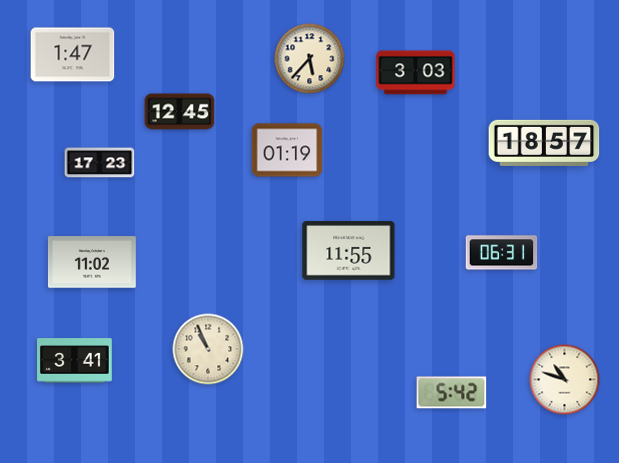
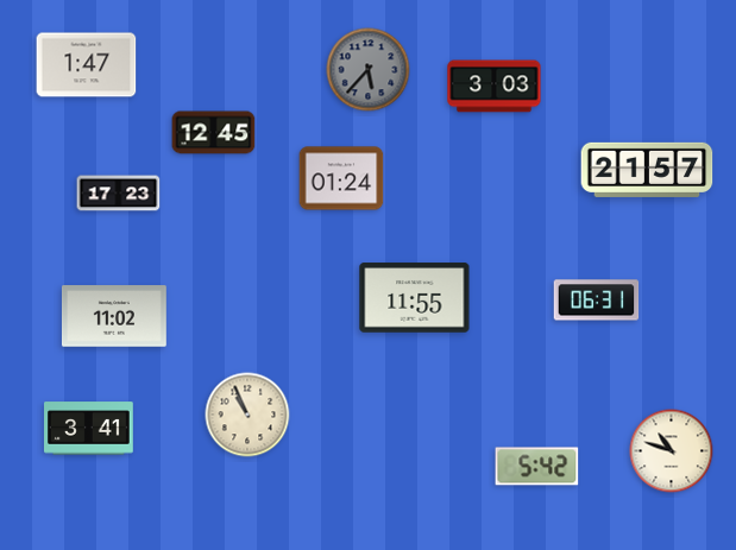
clock at (310, 59) dial: cream -> grey
clock at (544, 143): 18:57 -> 21:57
clock at (287, 150): 01:19 -> 01:24
clock at (92, 262) position: (92, 262) -> (114, 316)
